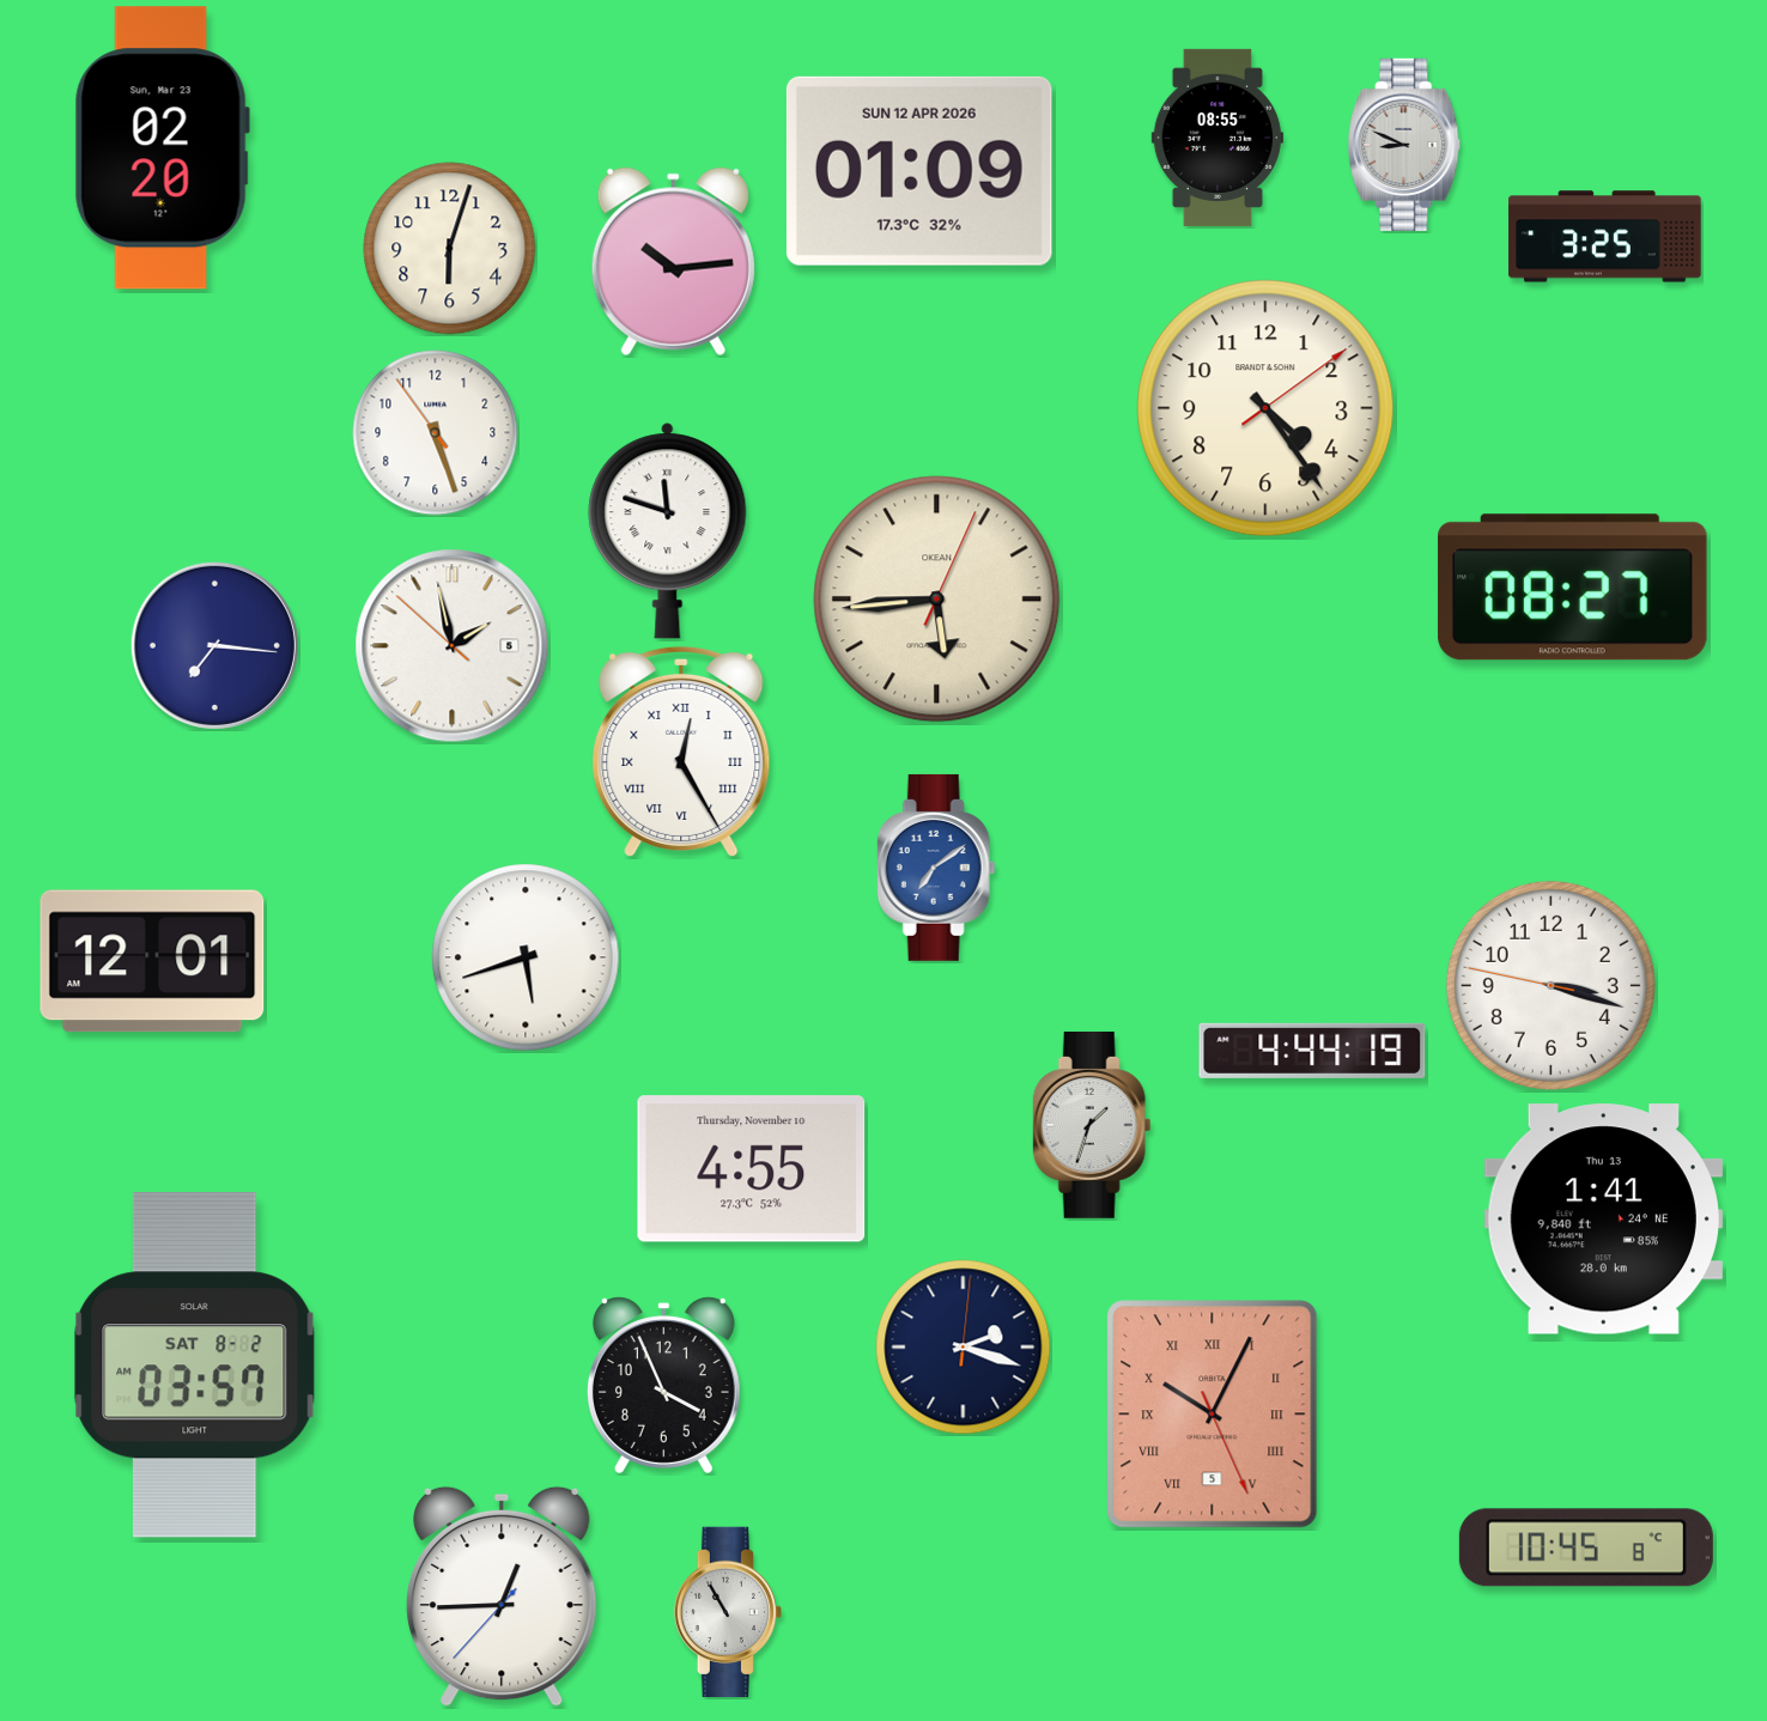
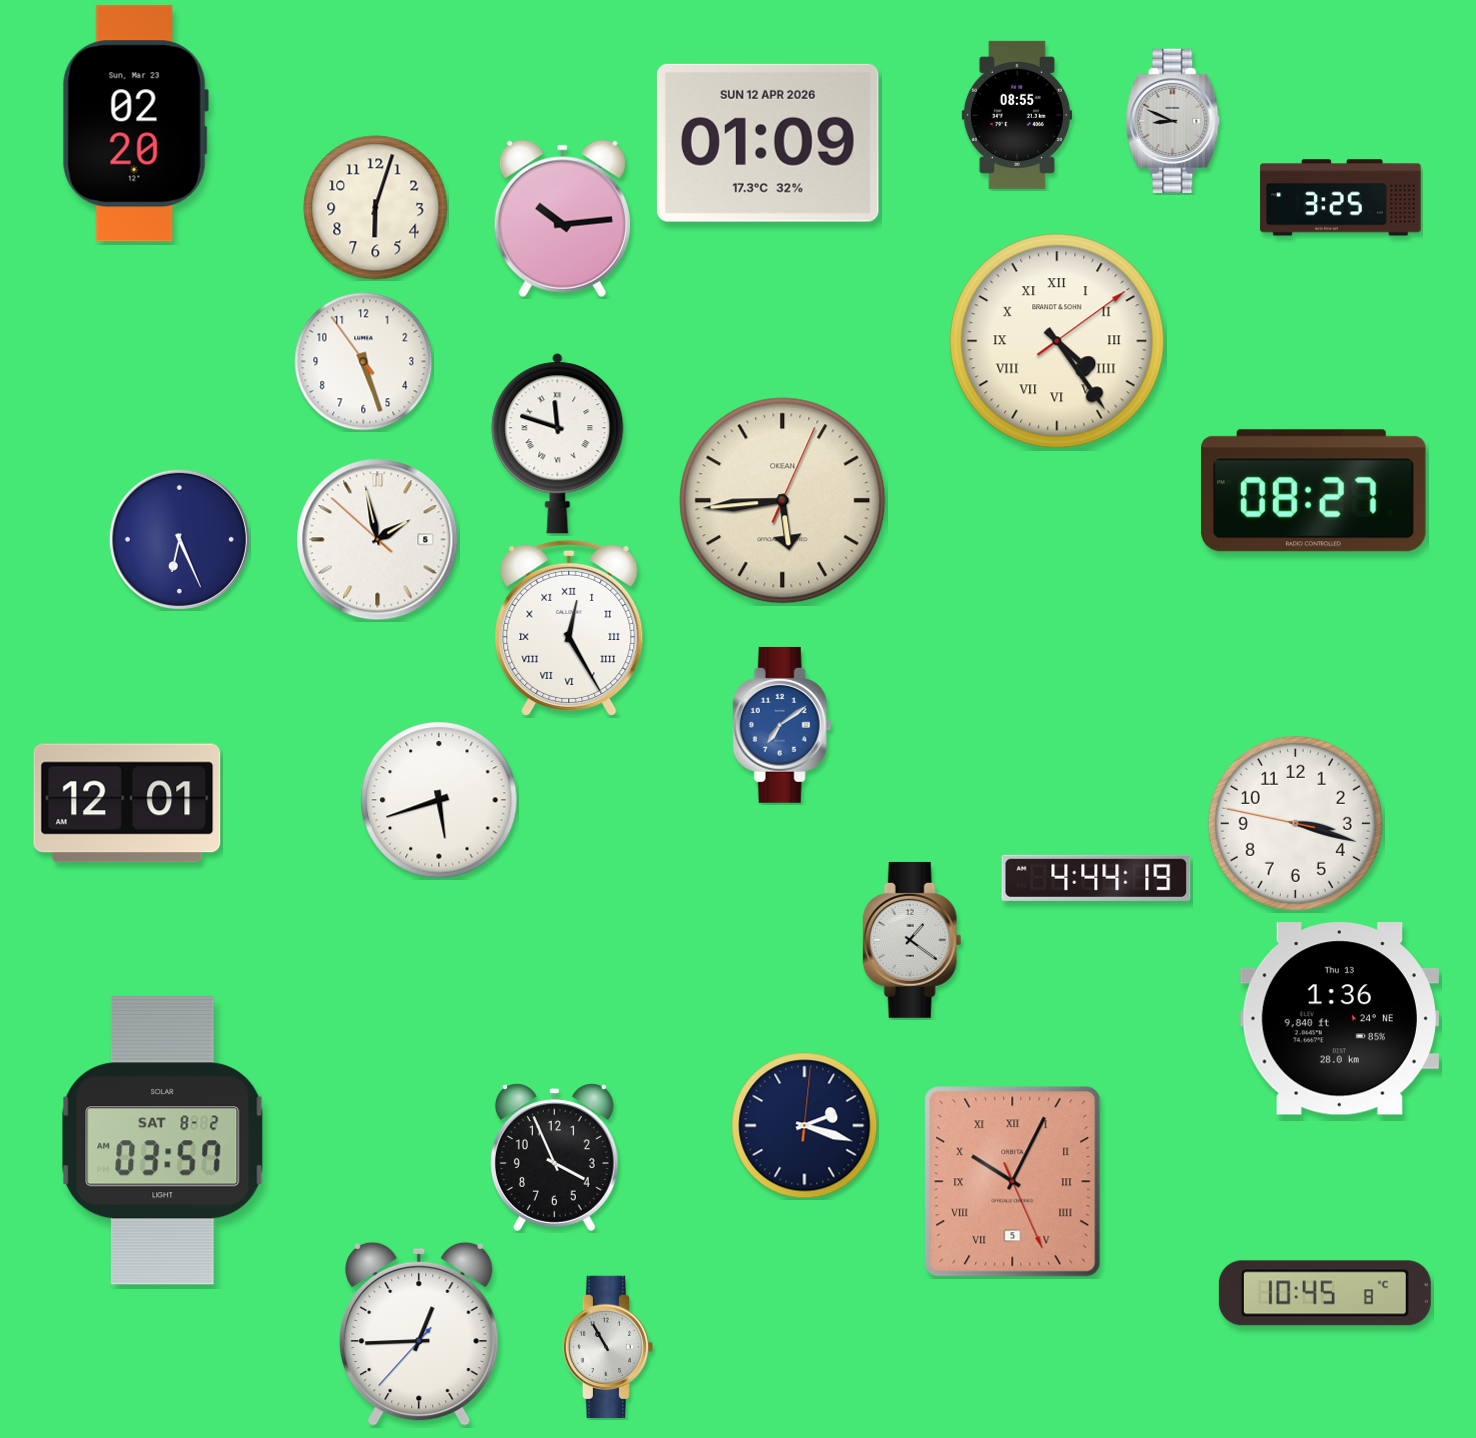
clock at (1265, 408) numerals: Arabic -> Roman
clock at (214, 645): 7:16 -> 6:26
clock at (1092, 1125): 1:33 -> 1:21
clock at (752, 1169): 4:55 -> none
clock at (1603, 1220): 1:41 -> 1:36
